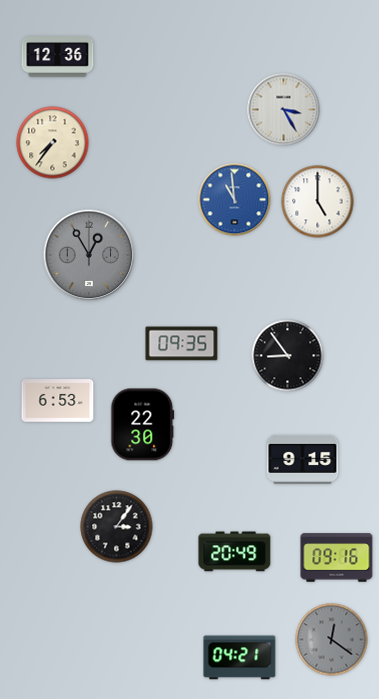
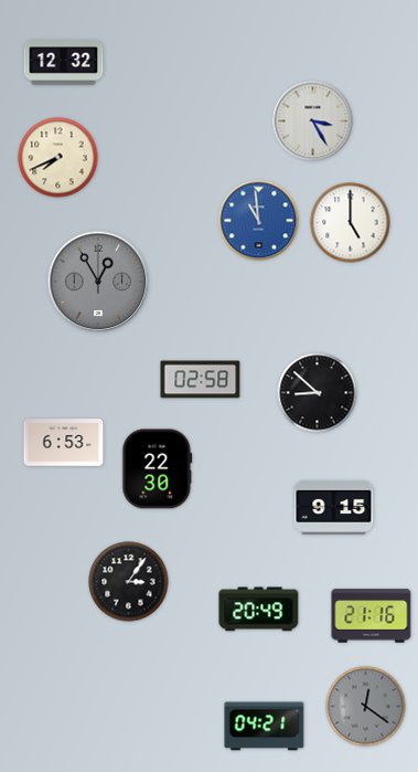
clock at (58, 57): 12:36 -> 12:32
clock at (53, 143): 7:36 -> 7:41
clock at (182, 344): 09:35 -> 02:58
clock at (288, 356): 8:54 -> 8:52
clock at (337, 558): 09:16 -> 21:16
